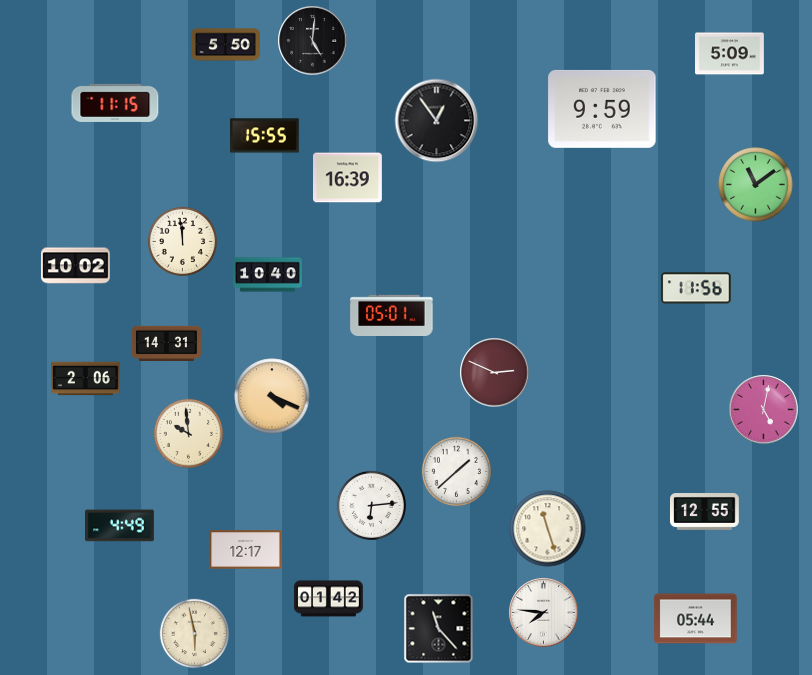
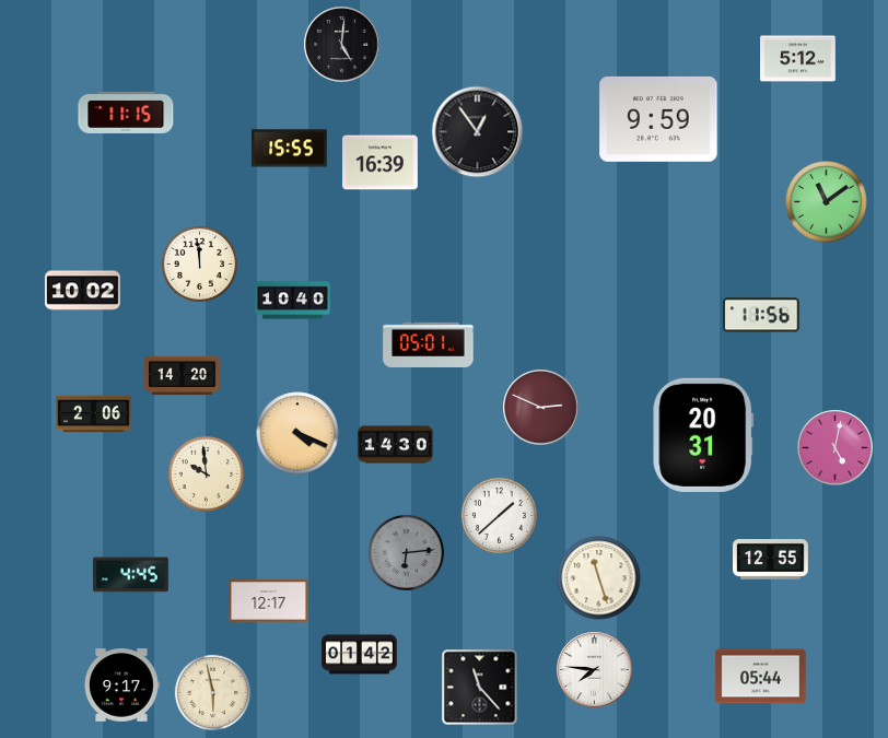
clock at (226, 45): 5:50 -> none
clock at (730, 54): 5:09 -> 5:12
clock at (348, 178) position: (348, 178) -> (381, 163)
clock at (167, 343): 14:31 -> 14:20
clock at (703, 435): none -> 20:31
clock at (396, 445): none -> 14:30
clock at (371, 505) dial: white -> grey
clock at (120, 526): 4:49 -> 4:45
clock at (121, 686): none -> 9:17
